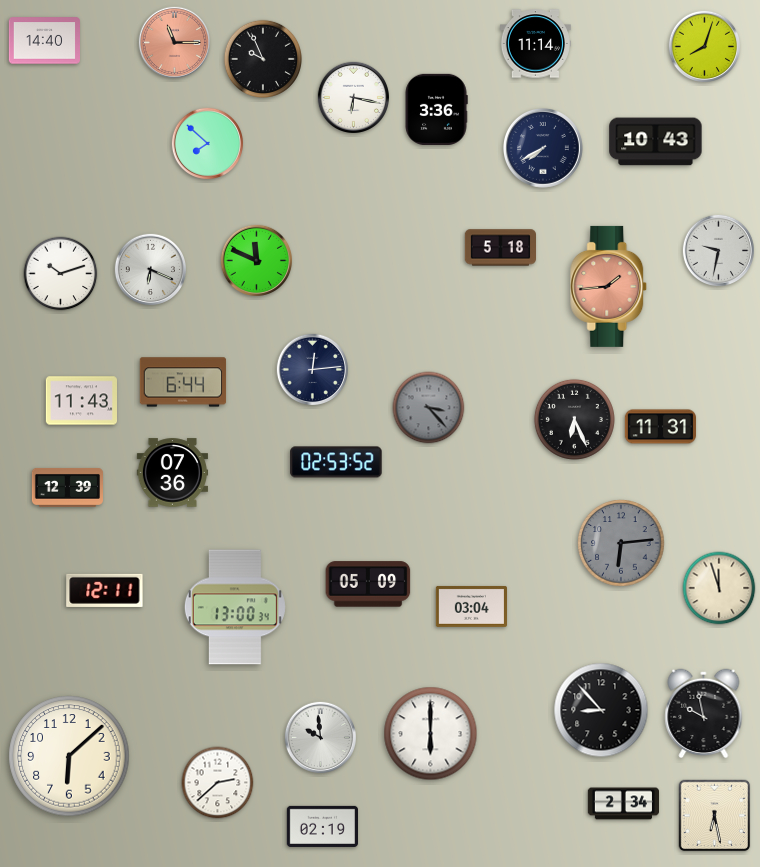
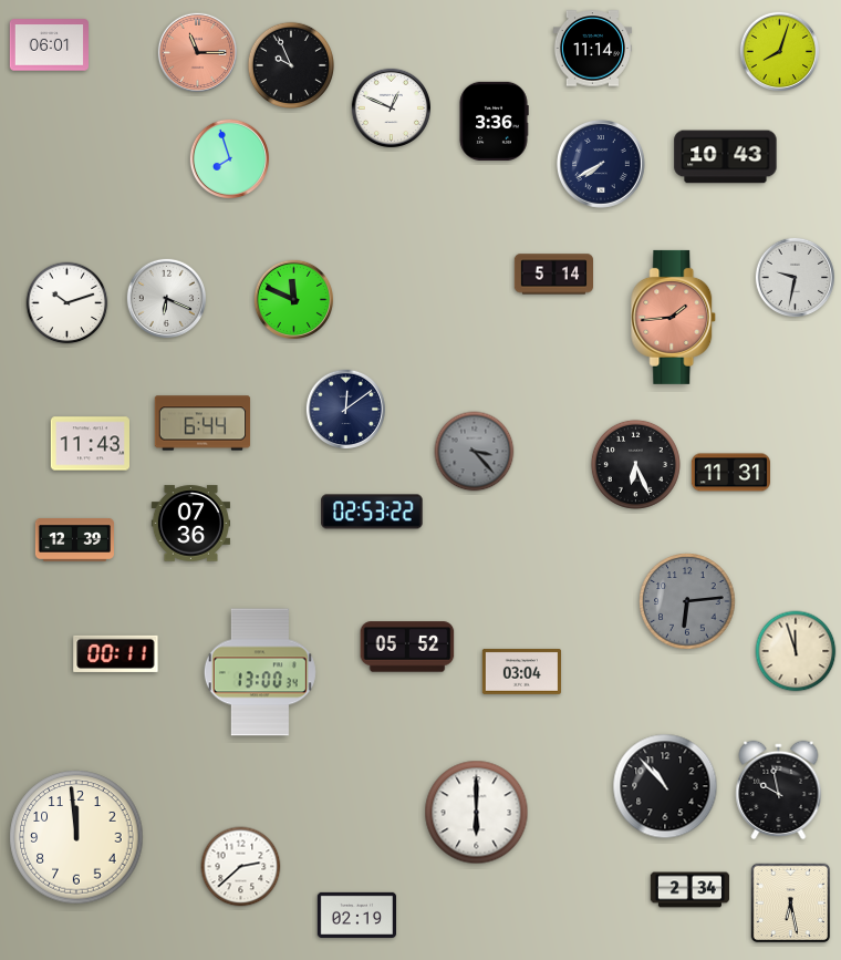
clock at (44, 41): 14:40 -> 06:01
clock at (174, 42) position: (174, 42) -> (197, 52)
clock at (353, 97): 6:17 -> 12:49
clock at (436, 109) position: (436, 109) -> (494, 121)
clock at (207, 143): 7:52 -> 7:57
clock at (500, 248): 5:18 -> 5:14
clock at (256, 260) position: (256, 260) -> (293, 299)
clock at (312, 369): 12:14 -> 12:09
clock at (336, 462): 02:53:52 -> 02:53:22
clock at (368, 584): 05:09 -> 05:52
clock at (105, 590): 12:11 -> 00:11
clock at (601, 710): 8:53 -> 10:53
clock at (320, 737): 9:59 -> none
clock at (69, 756): 6:08 -> 11:59
